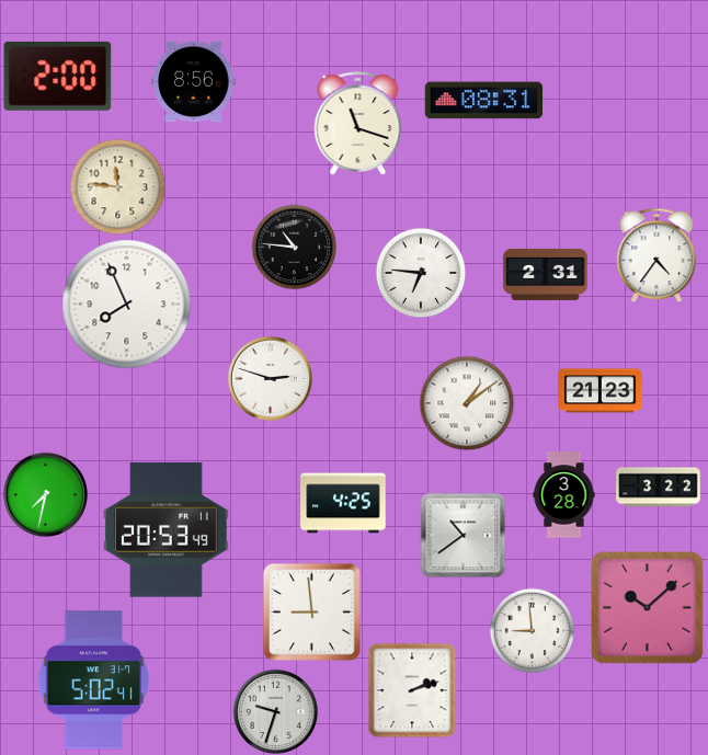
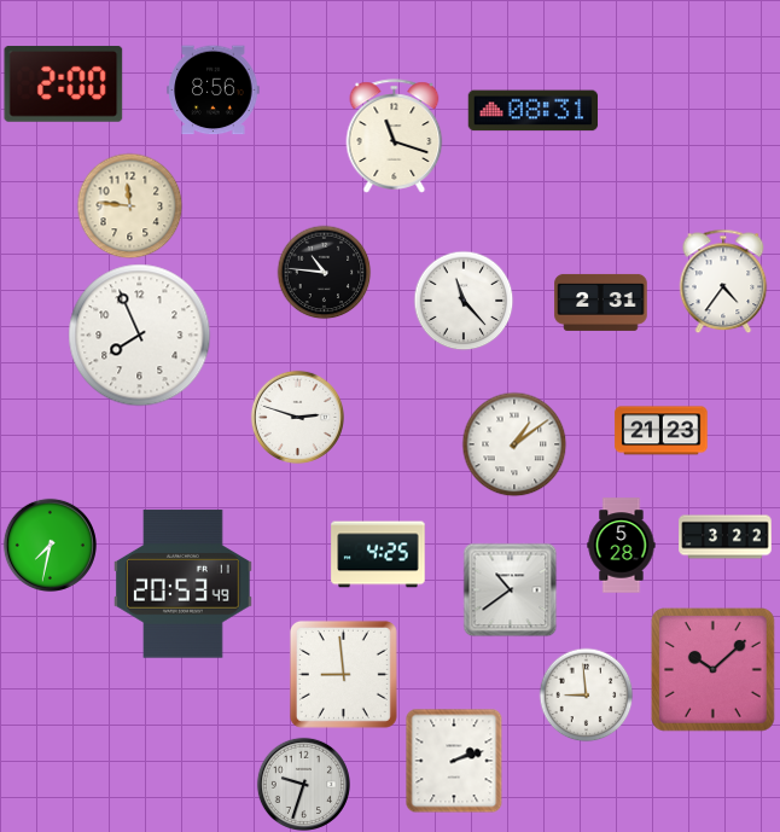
clock at (421, 273): 6:46 -> 11:23
clock at (564, 495): 3:28 -> 5:28
clock at (94, 680): 5:02 -> none
